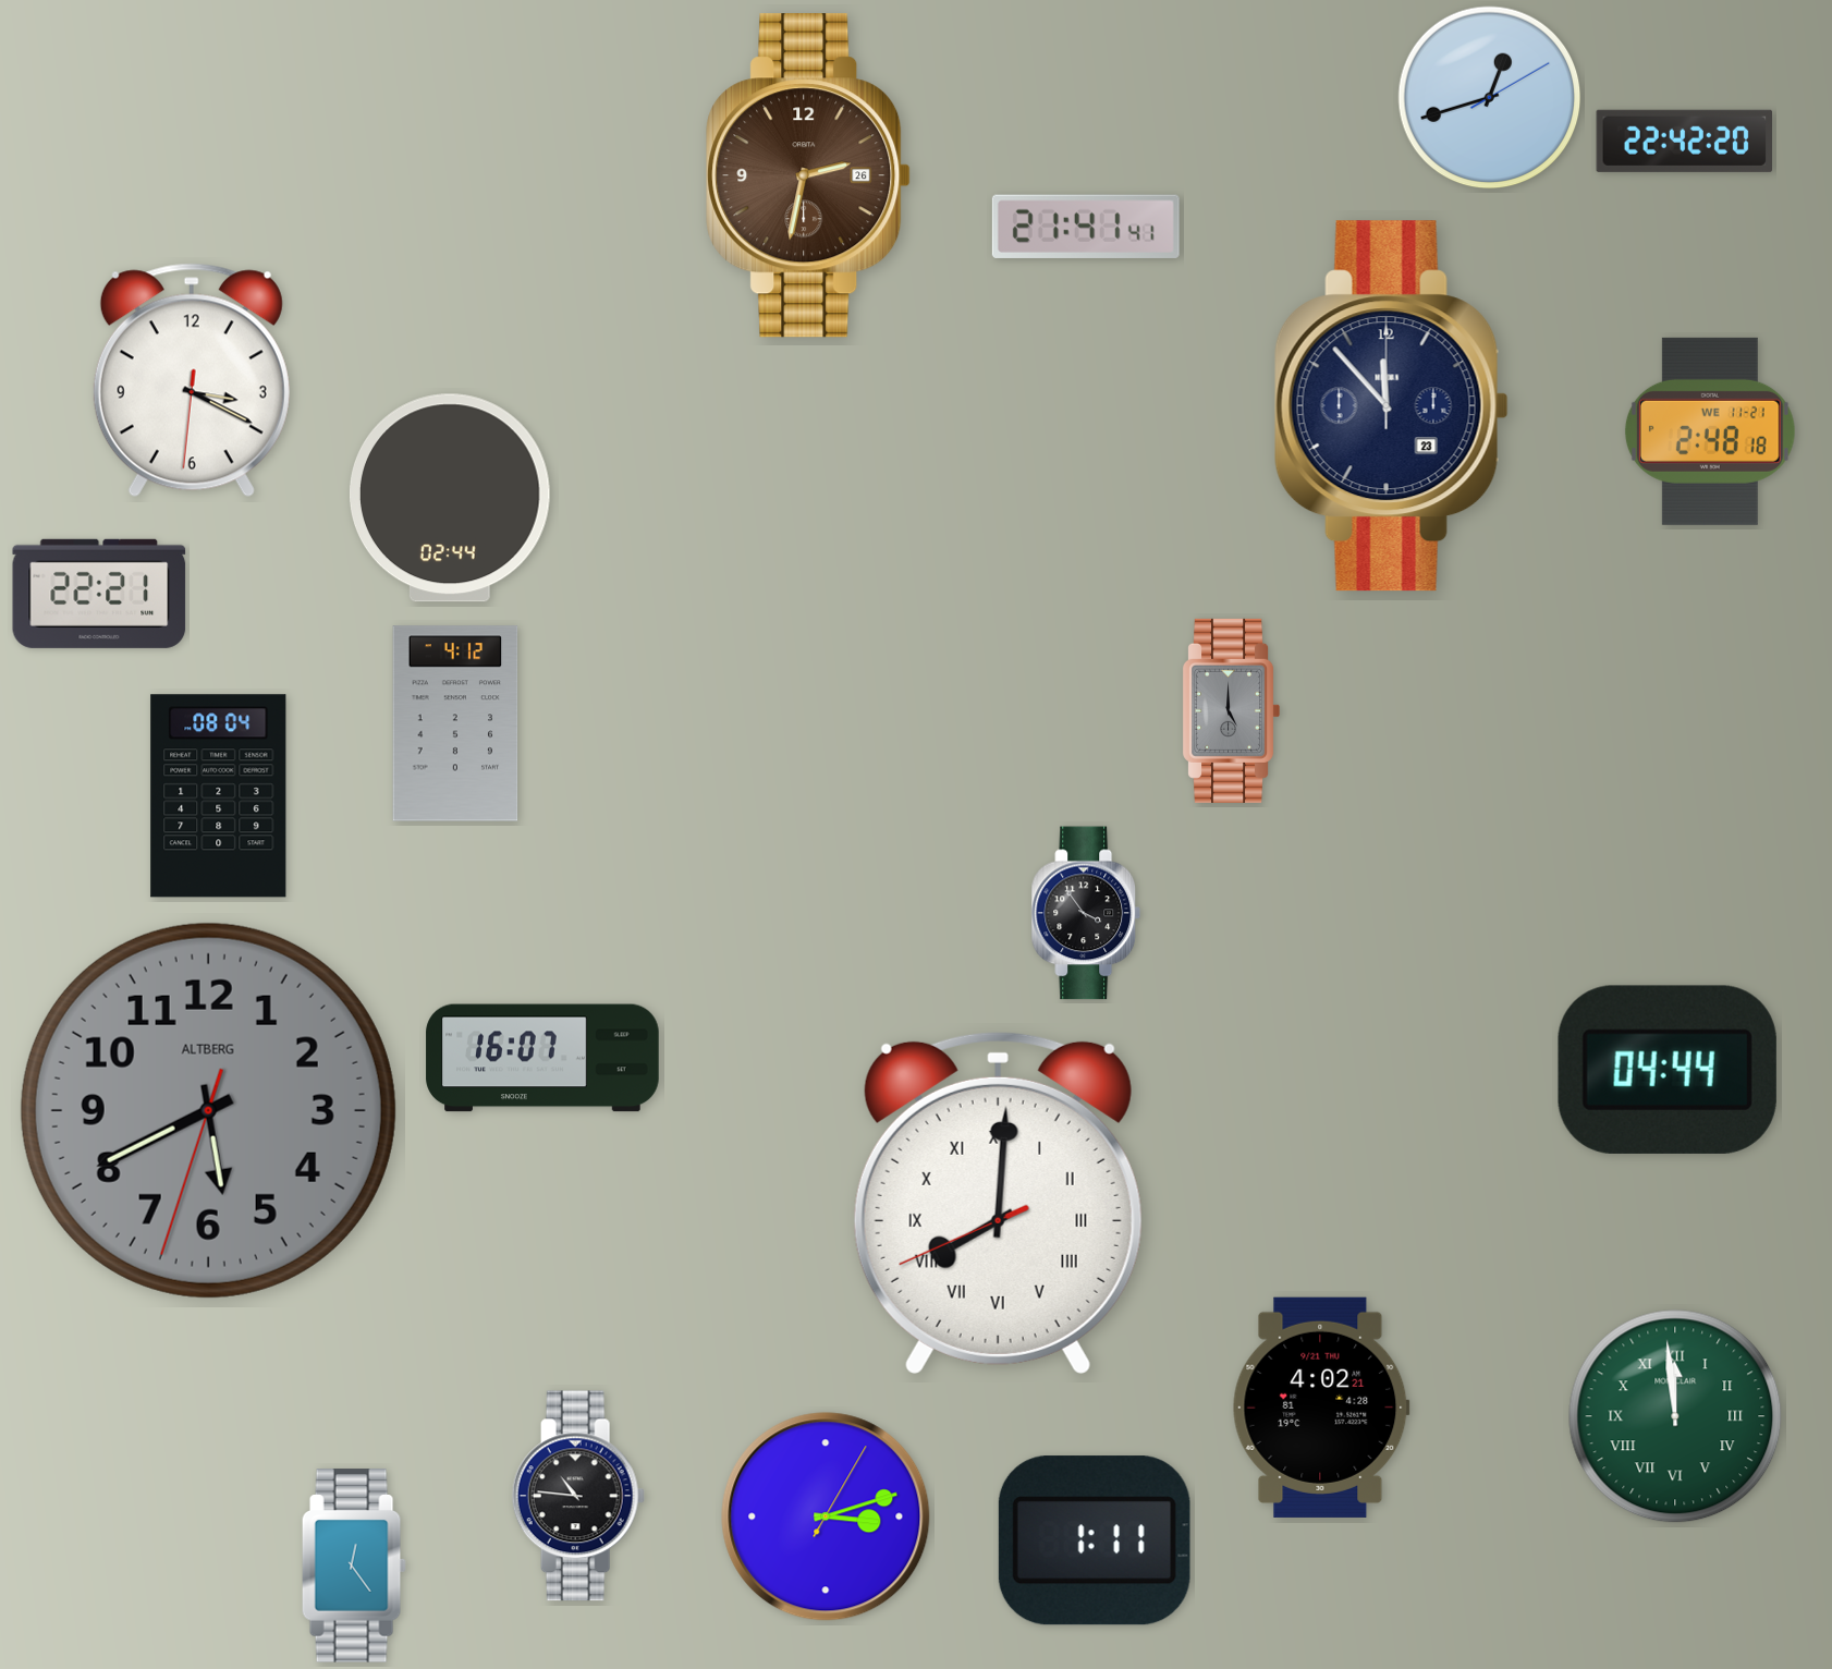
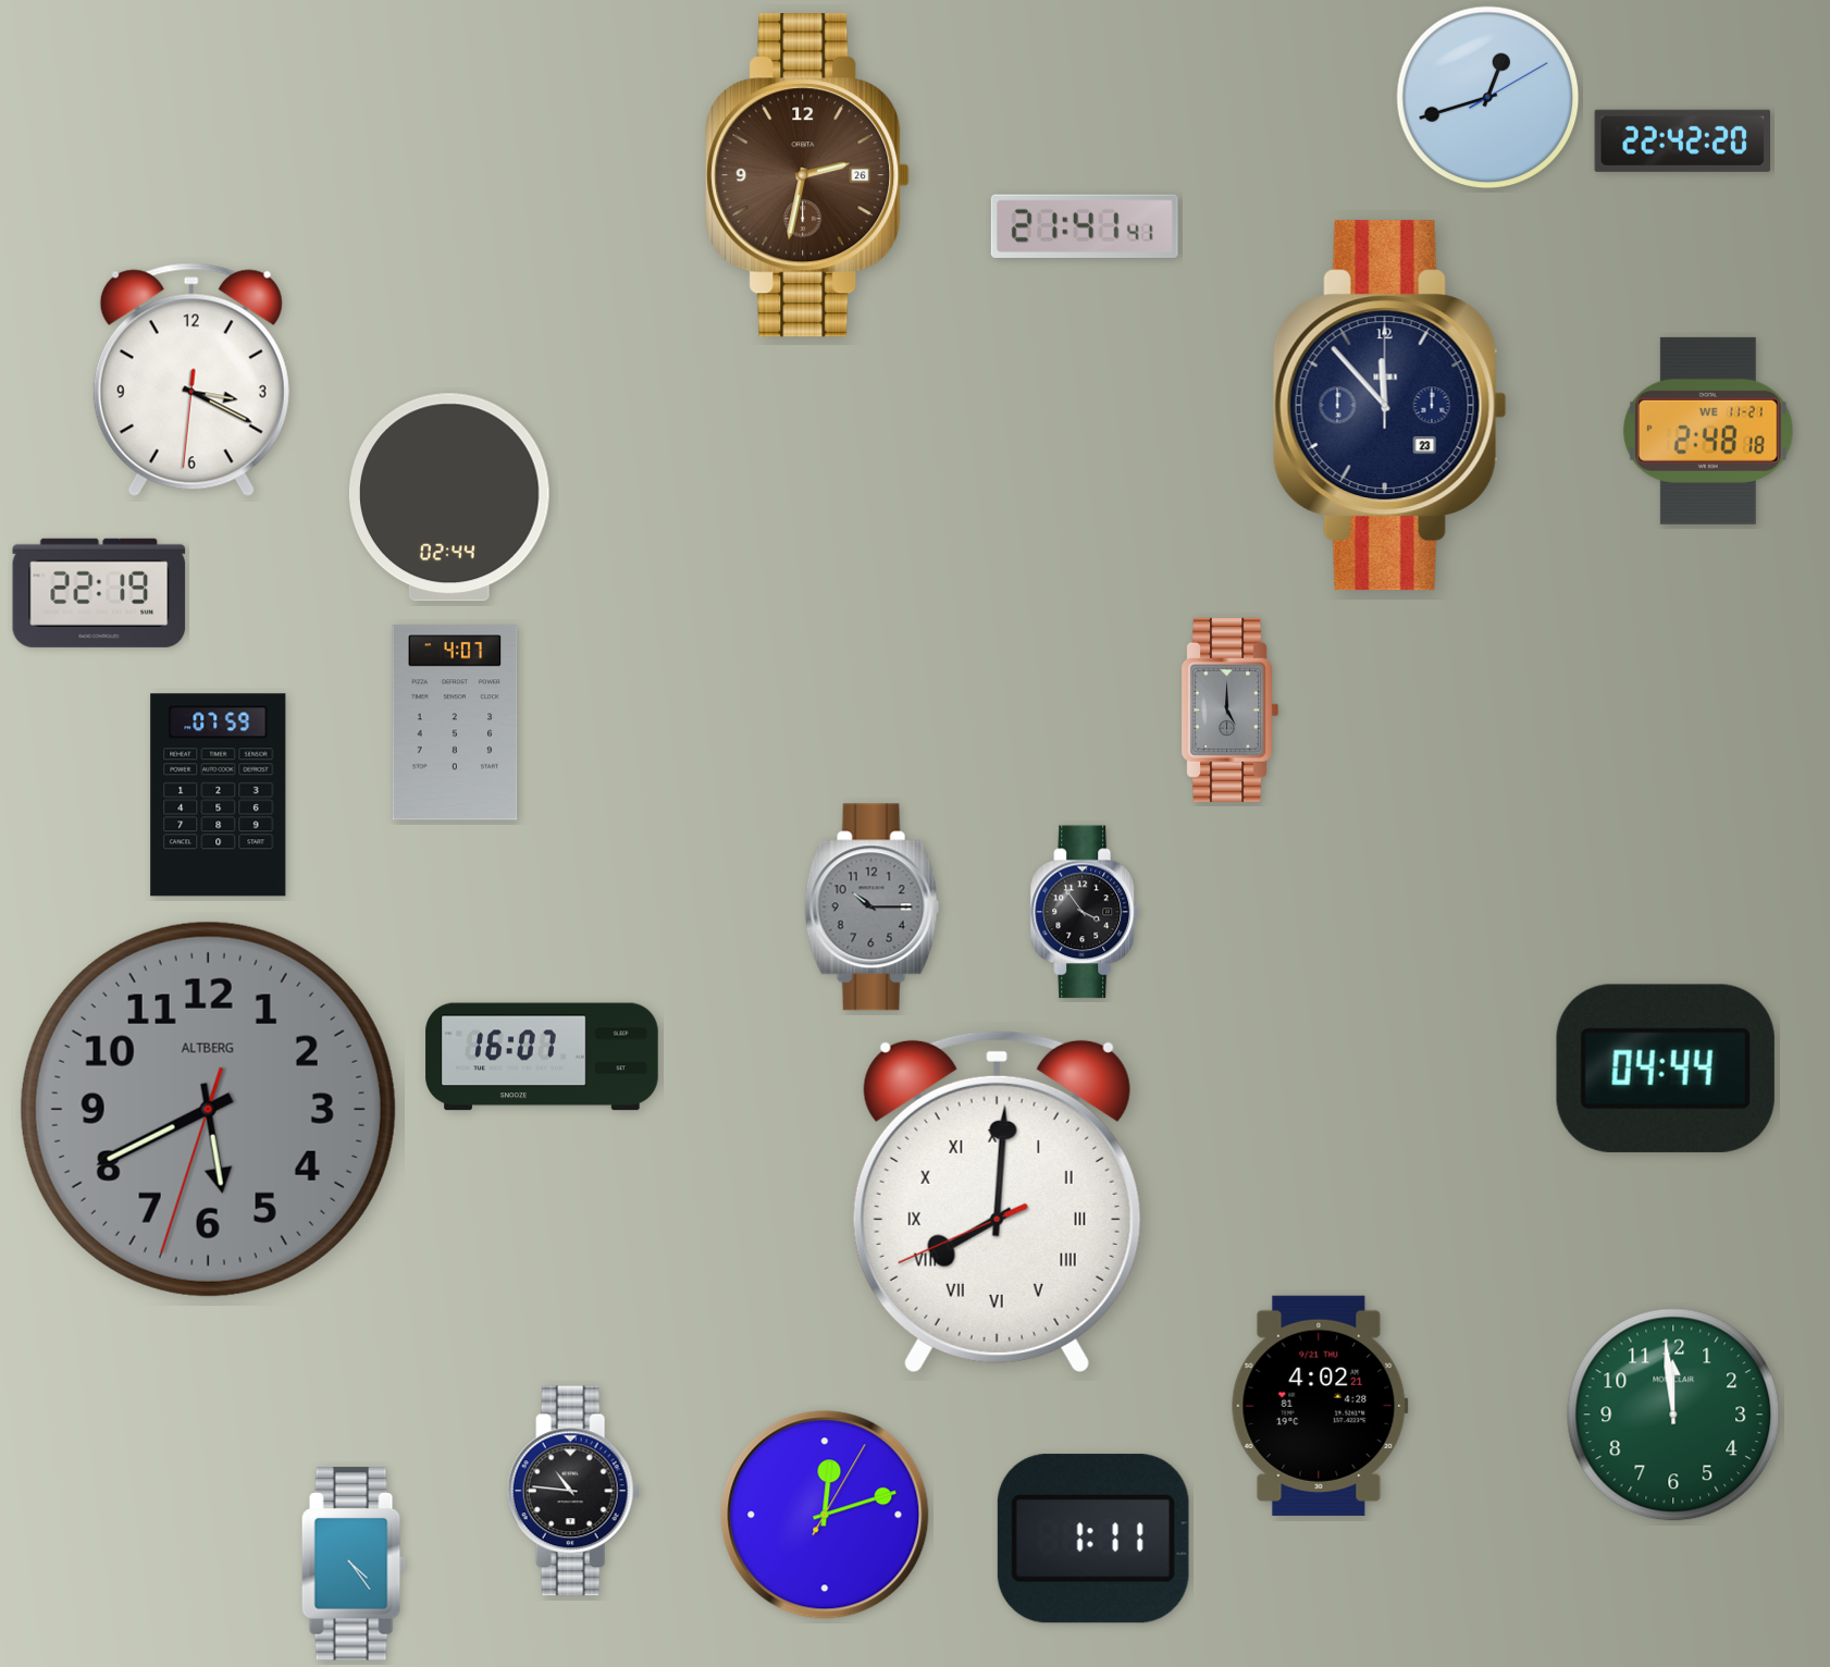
clock at (99, 594): 22:21 -> 22:19
clock at (455, 723): 4:12 -> 4:07
clock at (219, 796): 08:04 -> 07:59
clock at (873, 907): none -> 10:15
clock at (1675, 1416) numerals: Roman -> Arabic
clock at (578, 1496) position: (578, 1496) -> (573, 1491)
clock at (826, 1516): 3:12 -> 12:12
clock at (354, 1566): 12:24 -> 4:24
